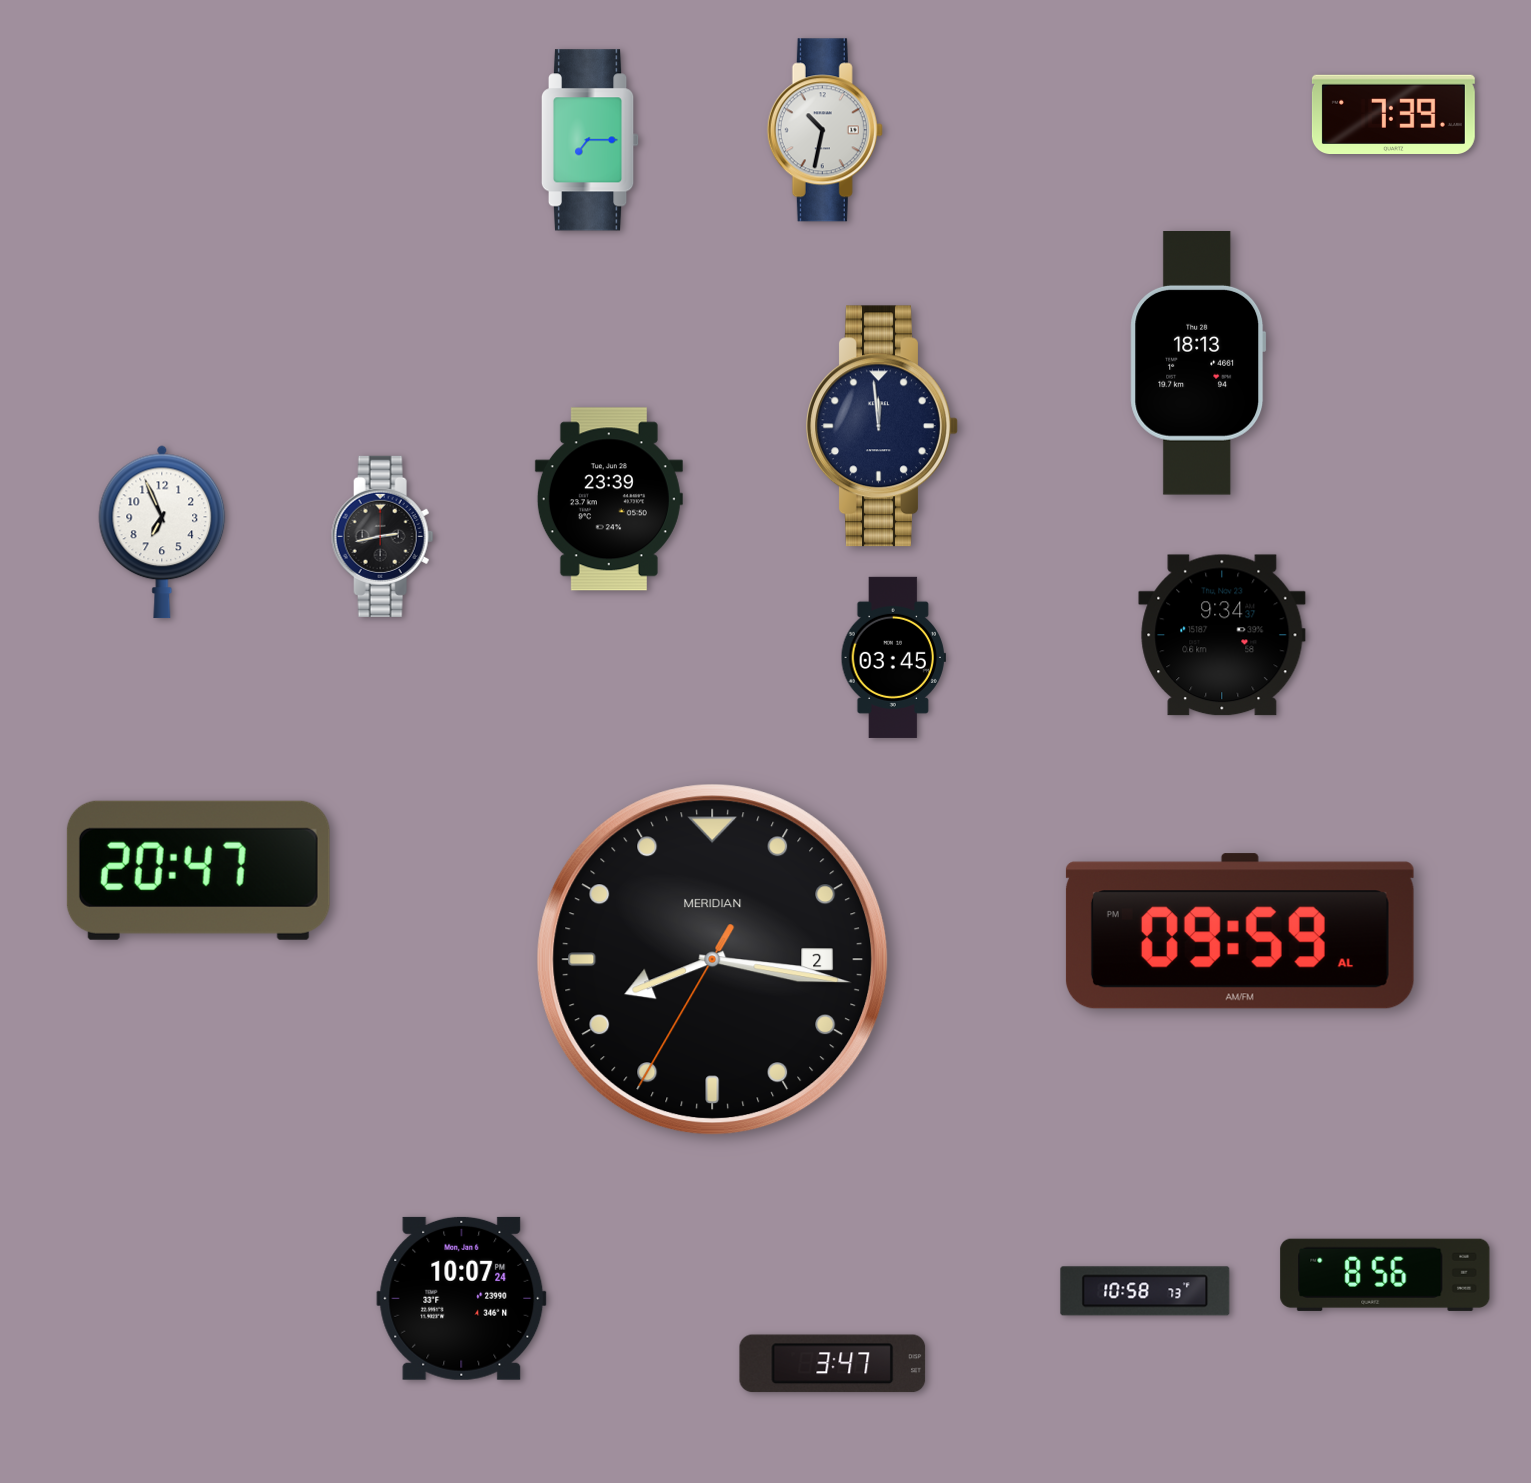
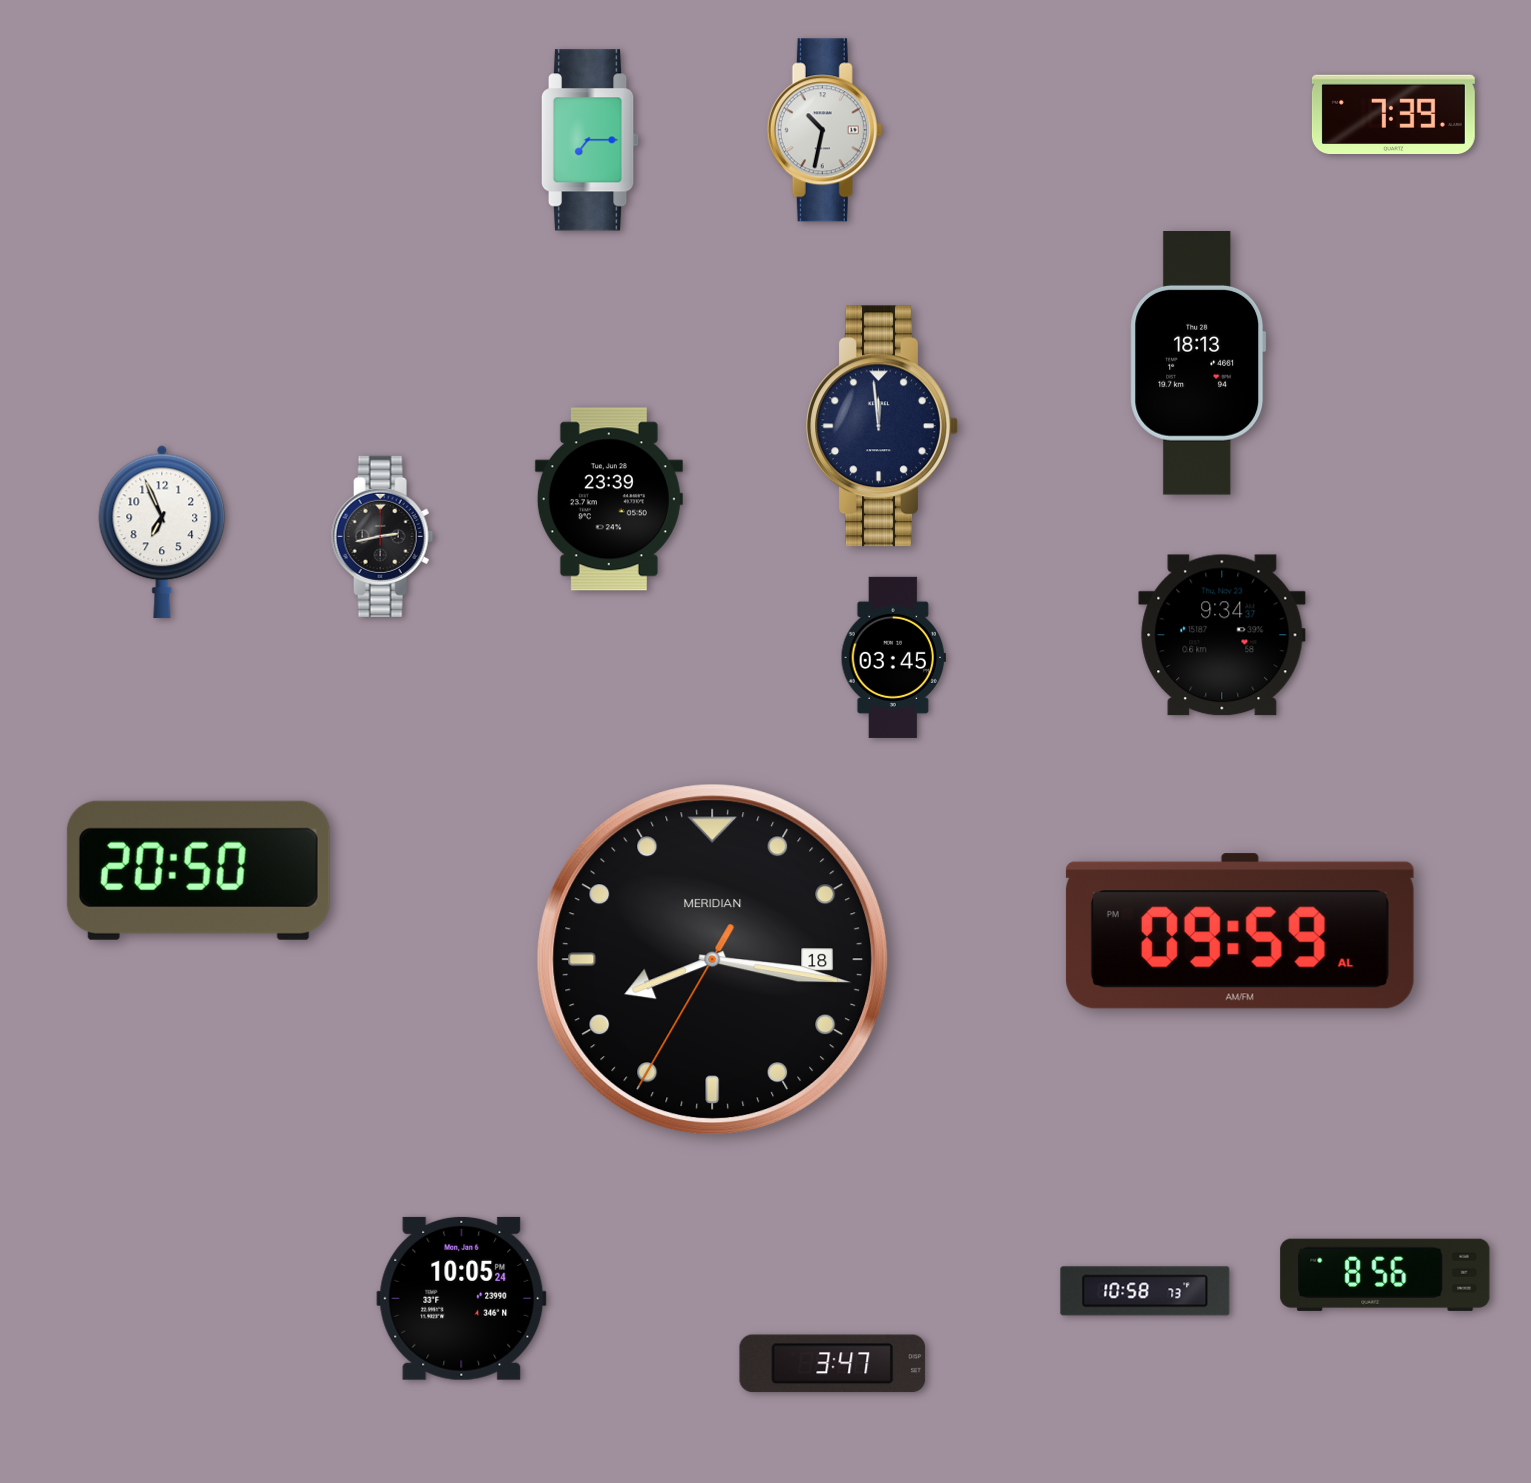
clock at (198, 870): 20:47 -> 20:50
clock at (713, 960) date: 2 -> 18
clock at (462, 1298): 10:07 -> 10:05
